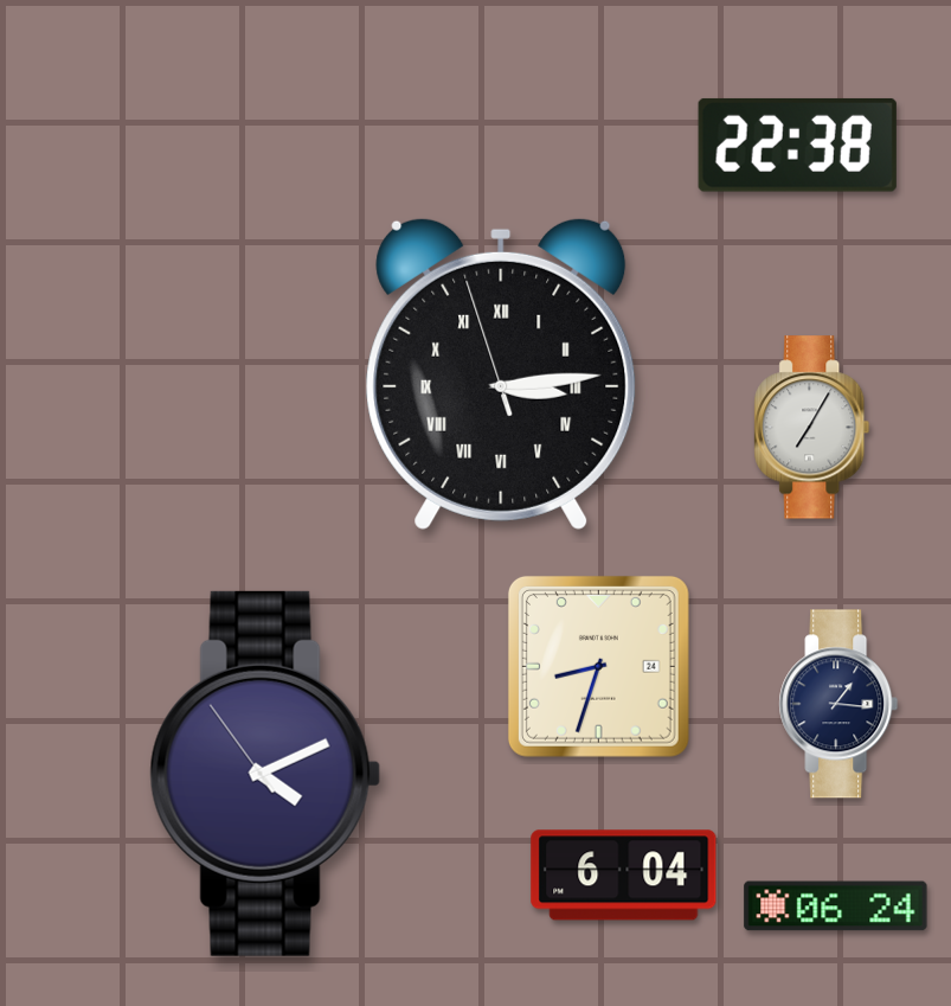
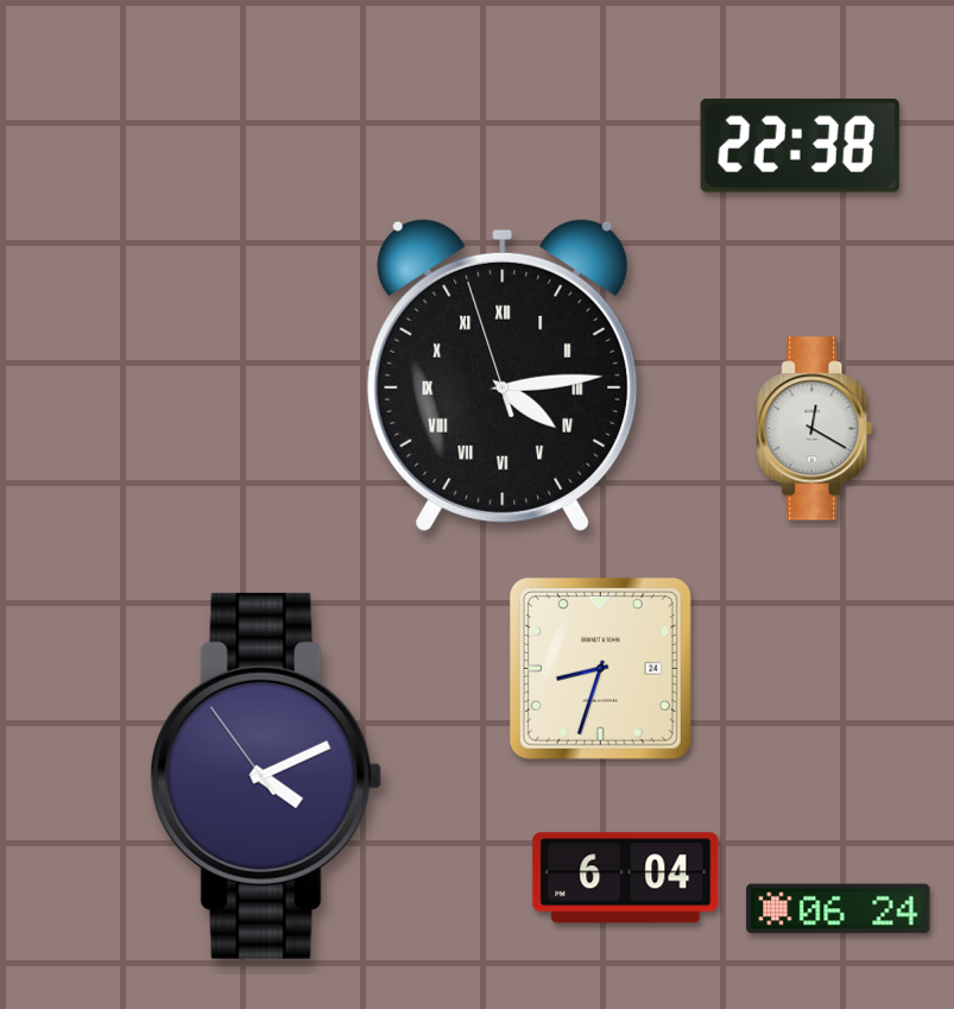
clock at (501, 373): 3:13 -> 4:13
clock at (812, 428): 7:05 -> 12:20
clock at (838, 704): 1:16 -> none
